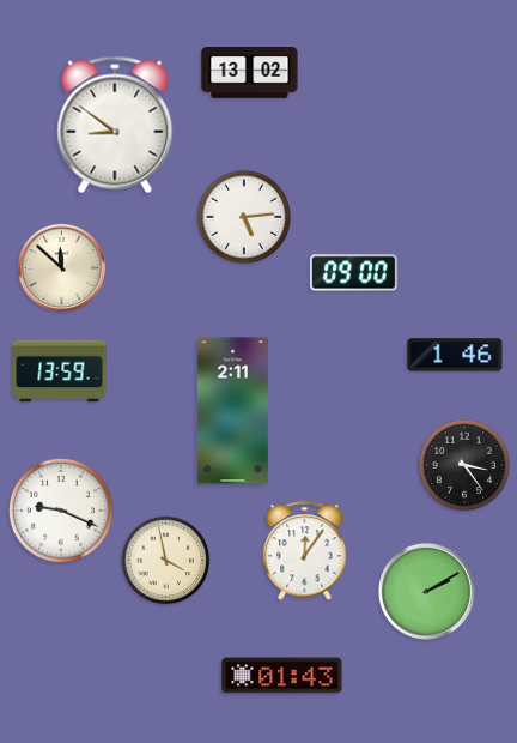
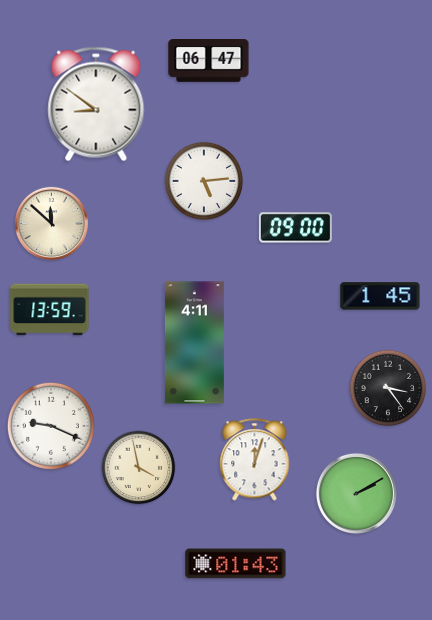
clock at (250, 73): 13:02 -> 06:47
clock at (455, 355): 1:46 -> 1:45
clock at (232, 411): 2:11 -> 4:11
clock at (305, 551): 12:06 -> 12:03
